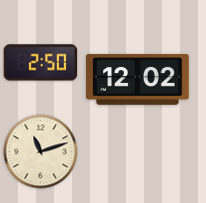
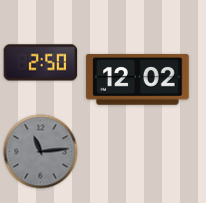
clock at (41, 152): 11:12 -> 11:14
clock at (41, 152) dial: cream -> grey
